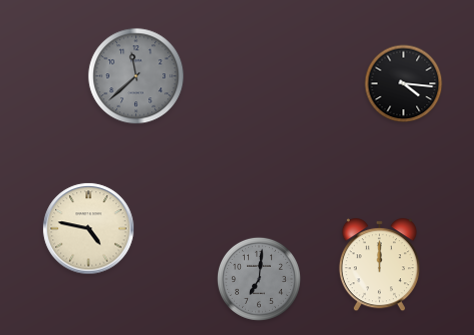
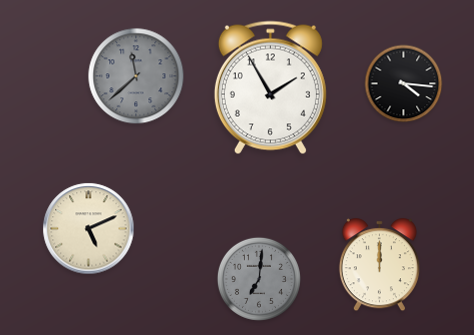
clock at (270, 88): none -> 1:55
clock at (89, 229): 4:47 -> 5:11
